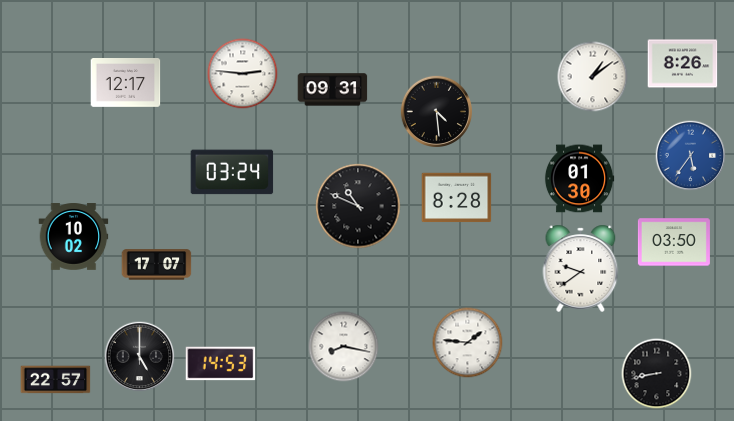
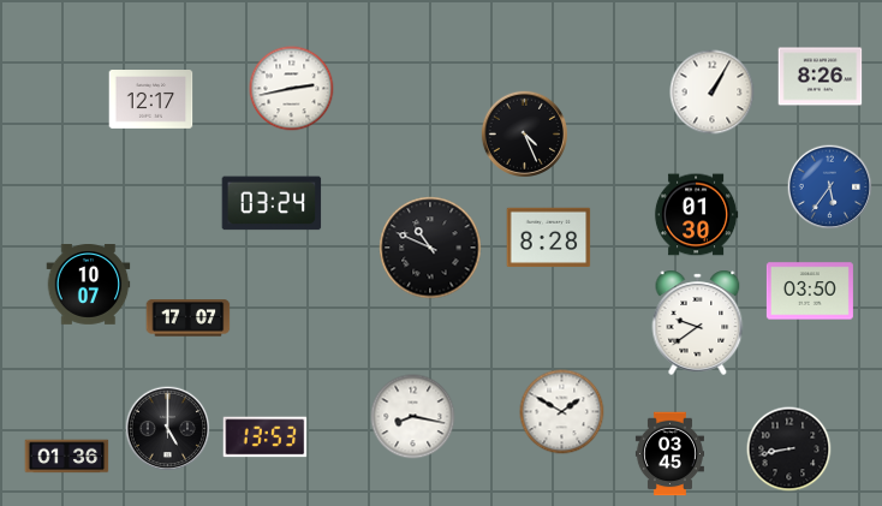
clock at (243, 74): 2:46 -> 2:43
clock at (593, 77): 1:09 -> 1:05
clock at (333, 90): 09:31 -> none
clock at (436, 111): 4:29 -> 4:26
clock at (232, 172) position: (232, 172) -> (272, 203)
clock at (74, 237): 10:02 -> 10:07
clock at (468, 343): 1:46 -> 1:50
clock at (221, 364): 14:53 -> 13:53
clock at (669, 454): none -> 03:45
clock at (56, 380): 22:57 -> 01:36
